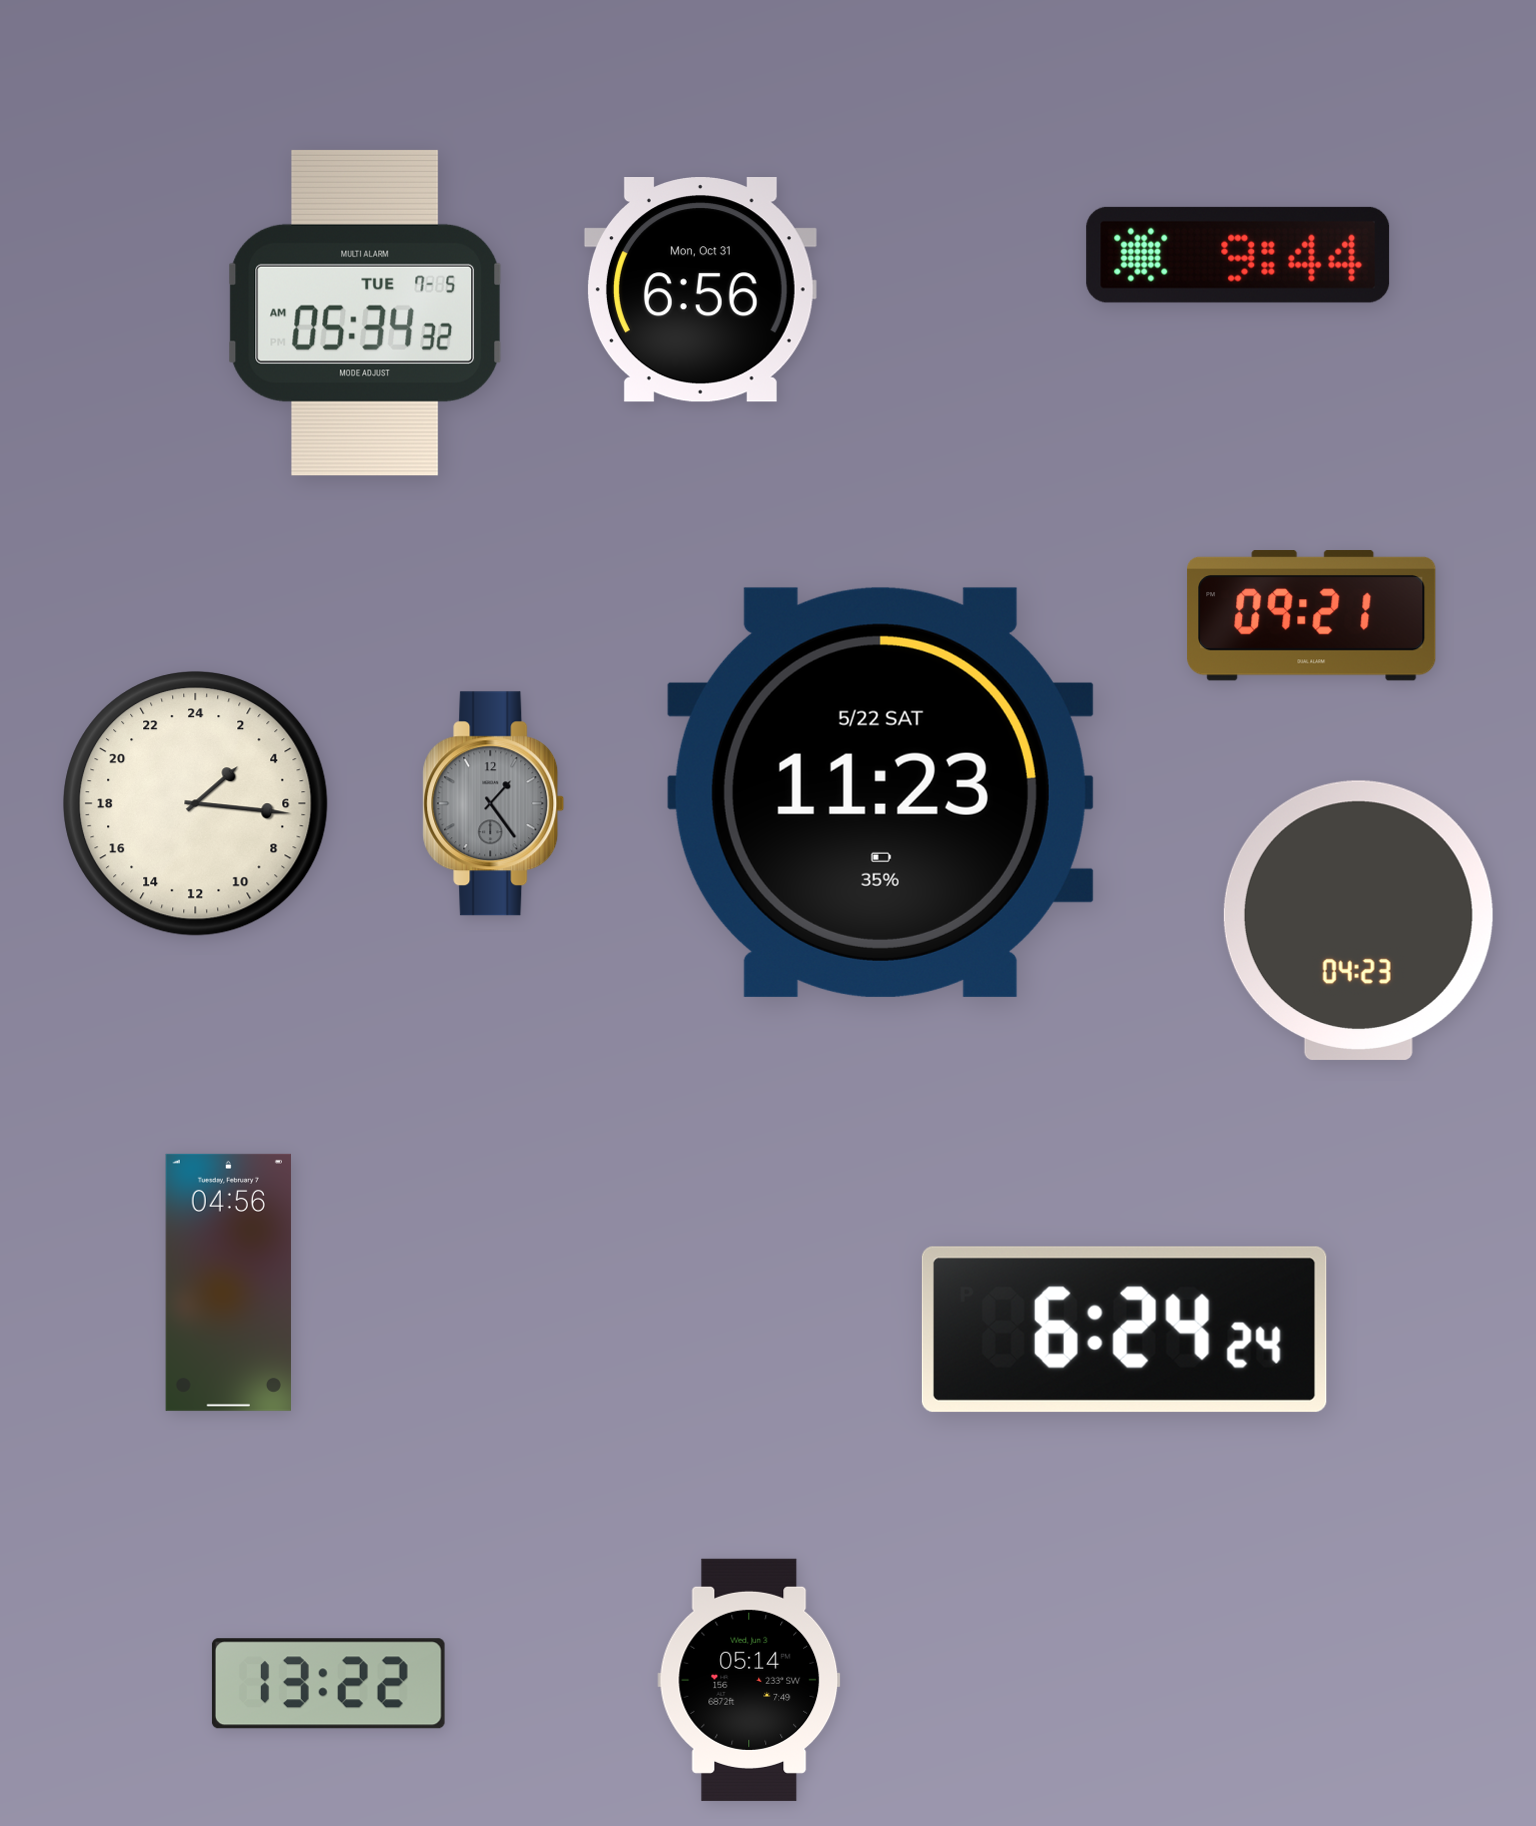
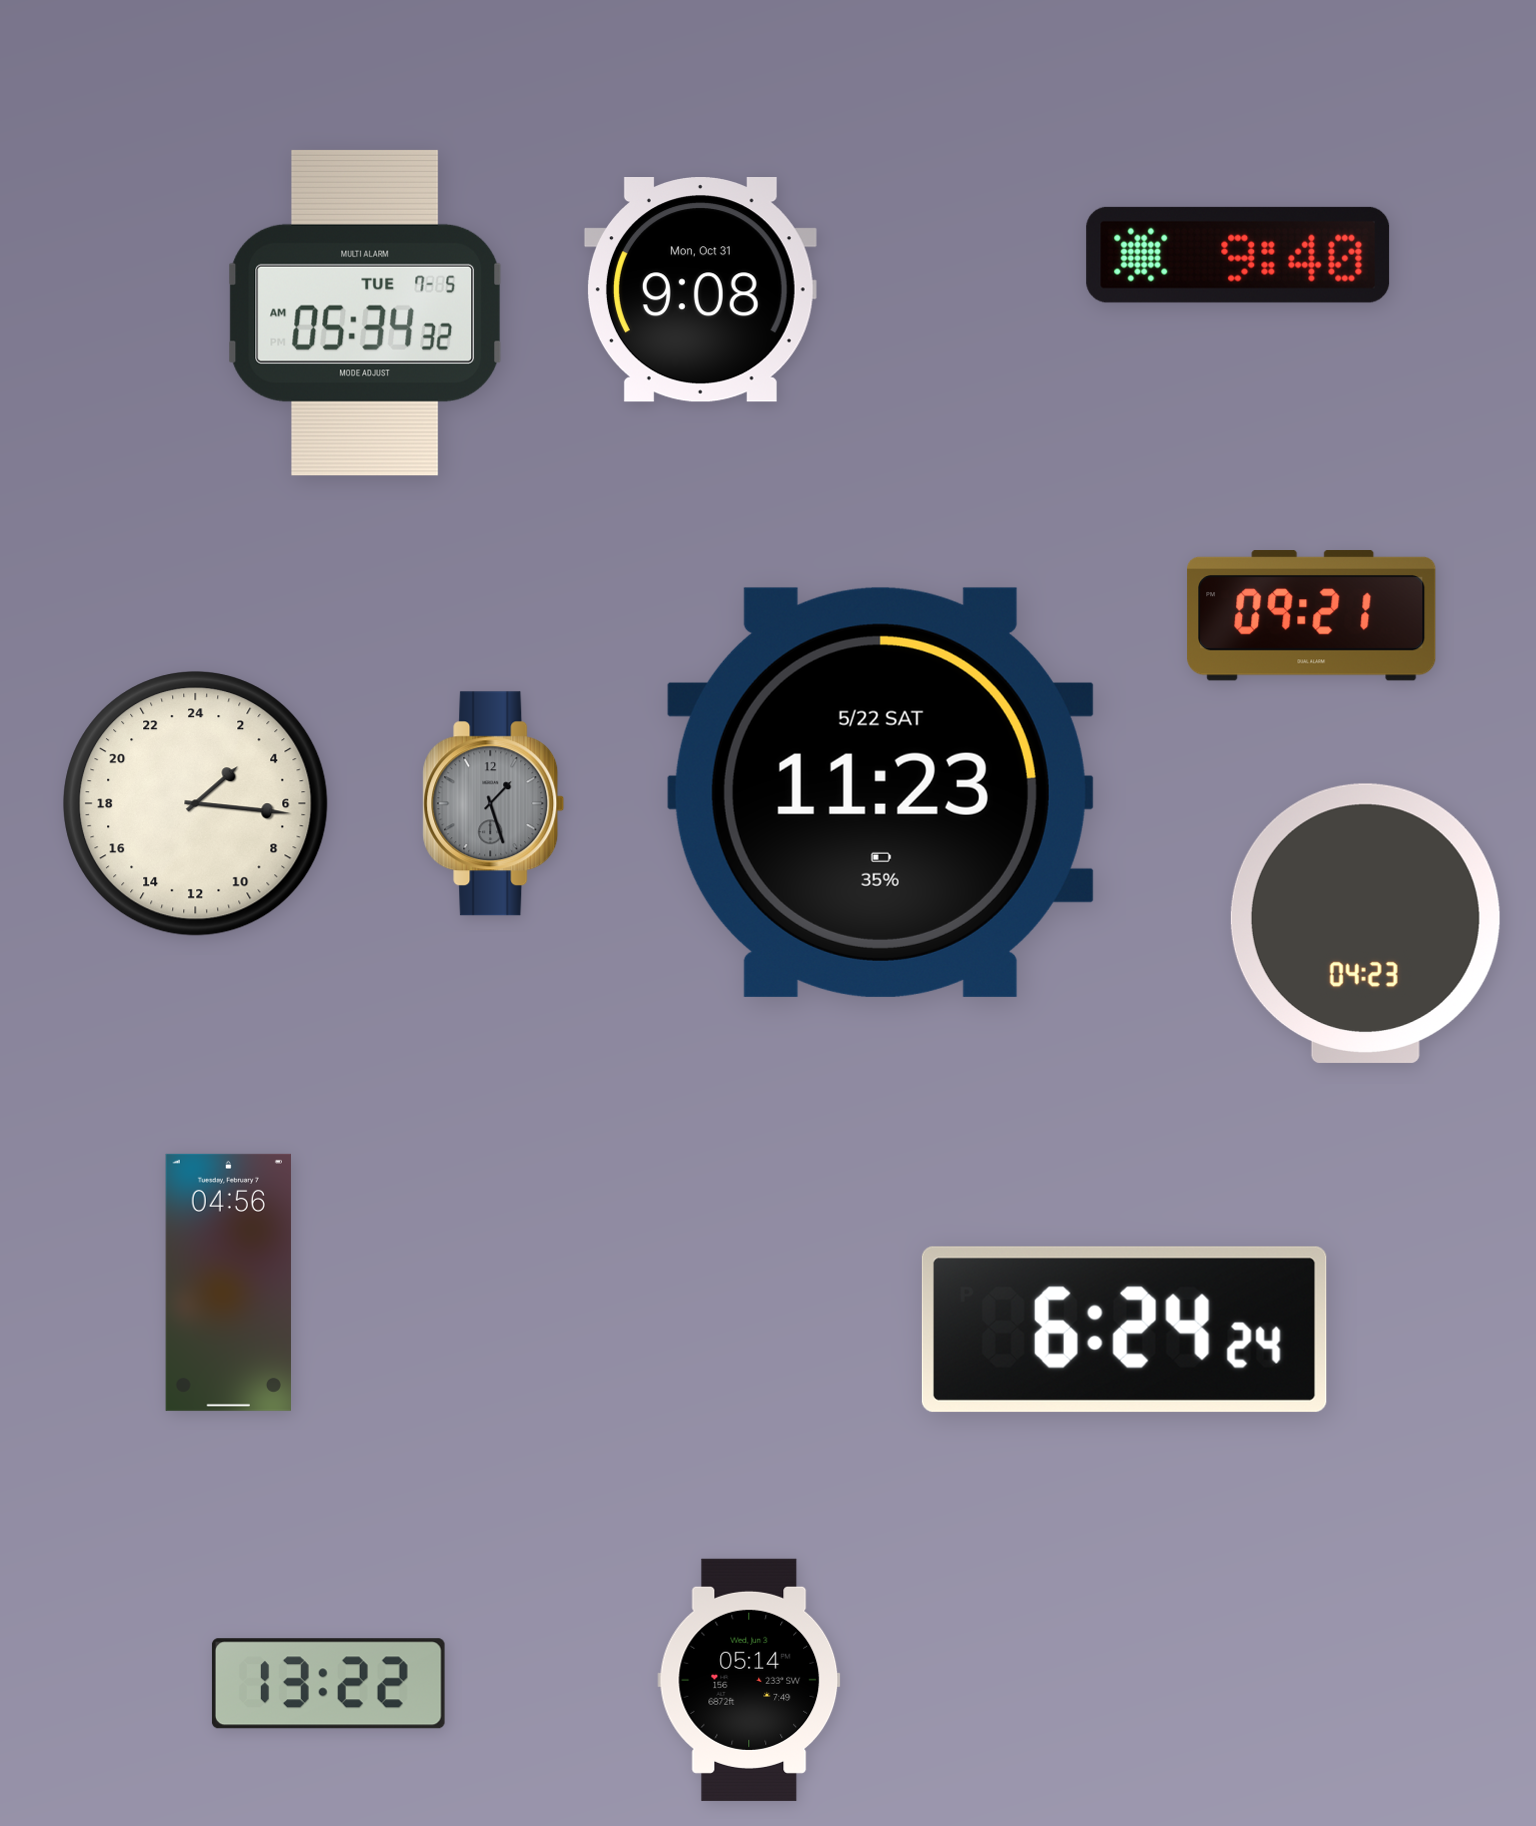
clock at (1238, 255): 9:44 -> 9:40
clock at (700, 290): 6:56 -> 9:08
clock at (494, 804): 1:24 -> 1:27
clock at (1358, 920) position: (1358, 920) -> (1365, 923)
